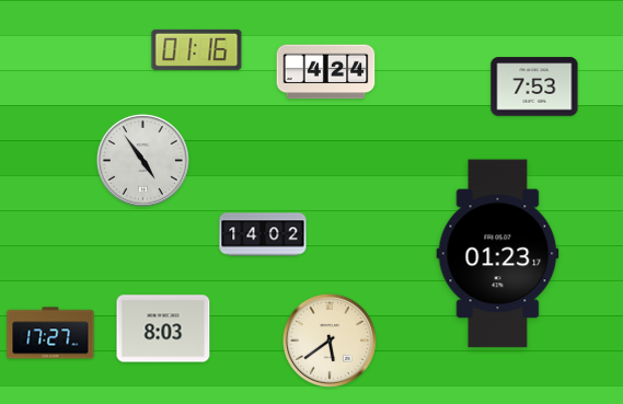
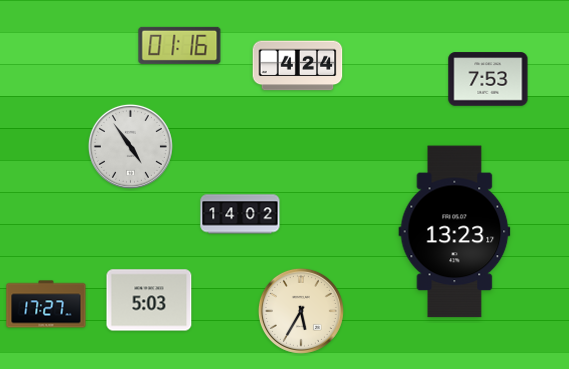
clock at (498, 254): 01:23 -> 13:23
clock at (163, 328): 8:03 -> 5:03
clock at (330, 340): 5:39 -> 5:35
